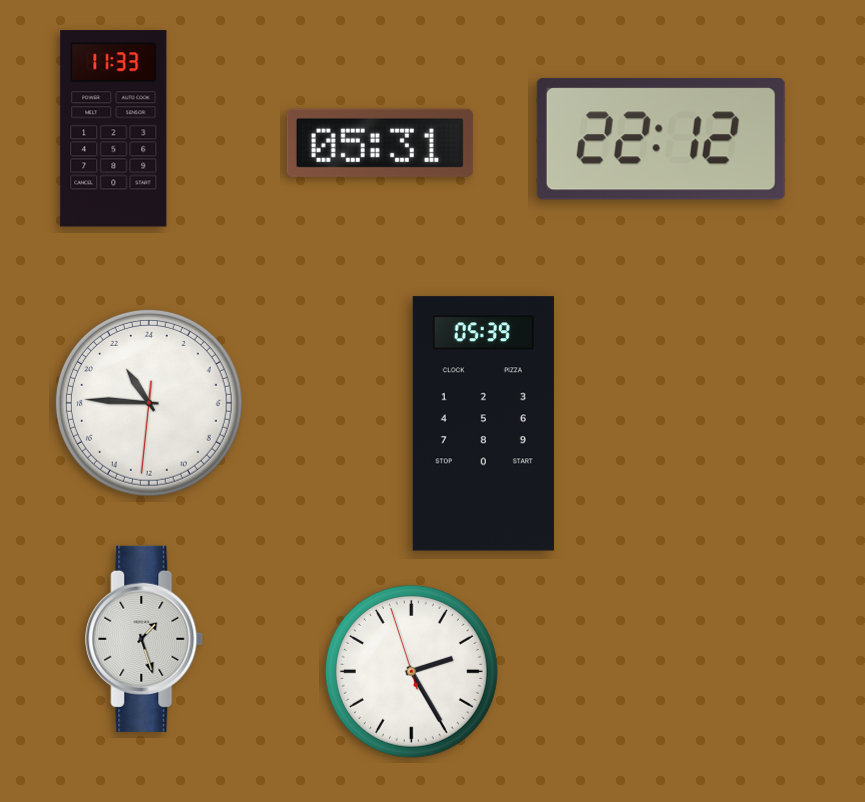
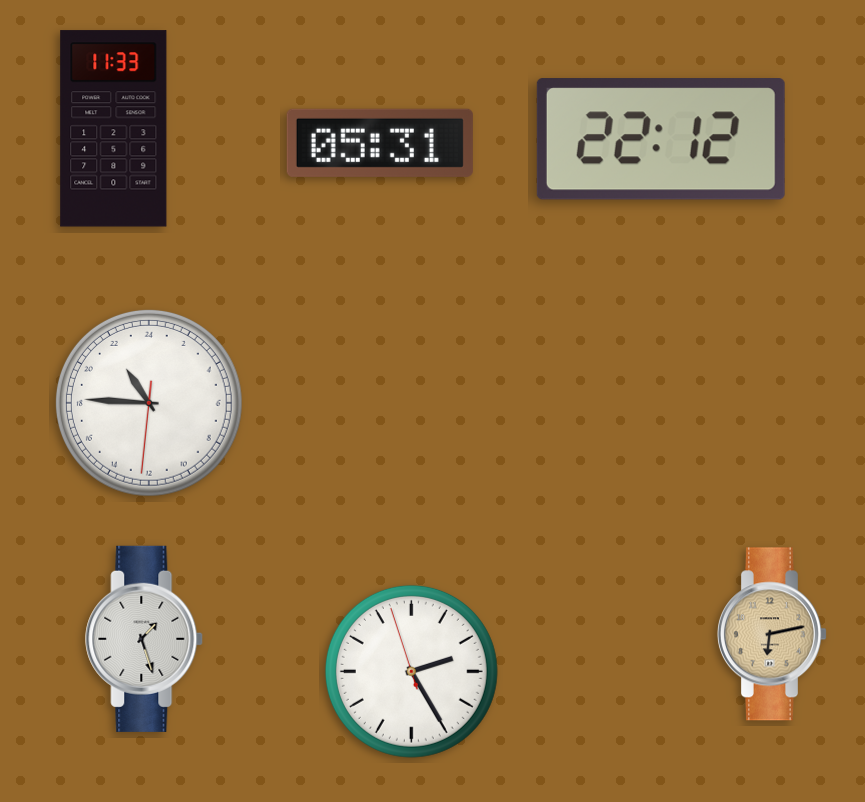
clock at (483, 424): 05:39 -> none
clock at (772, 634): none -> 6:13
